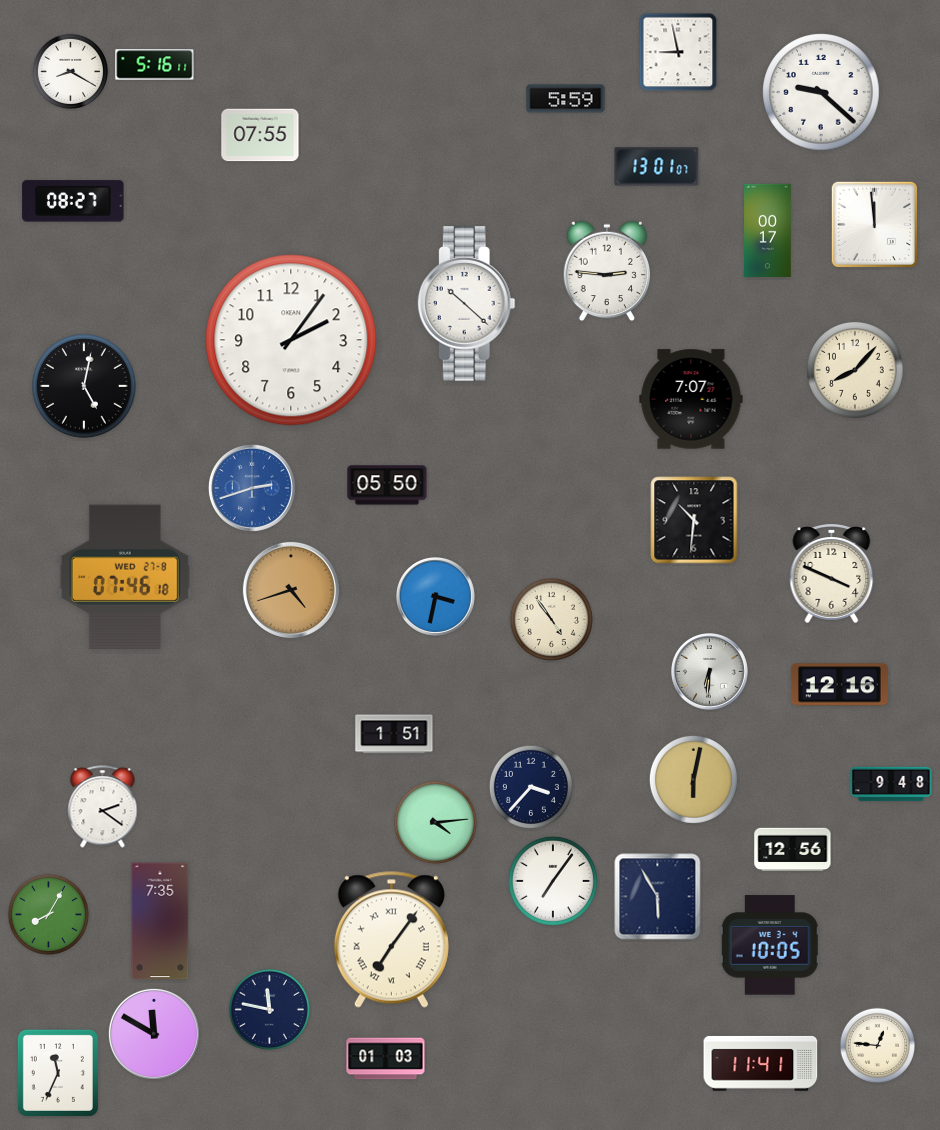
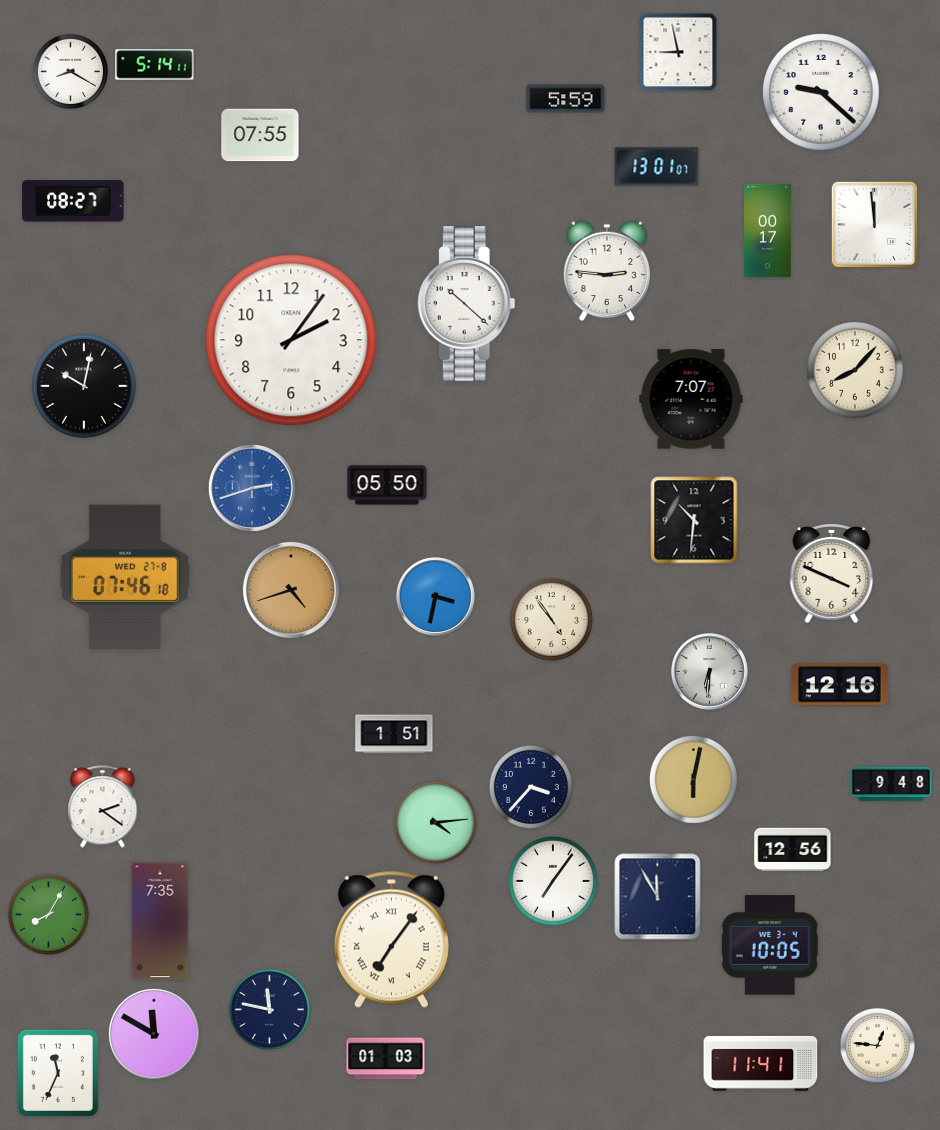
clock at (155, 65): 5:16 -> 5:14
clock at (84, 386): 5:02 -> 10:02
clock at (658, 897): 5:55 -> 11:55
